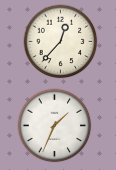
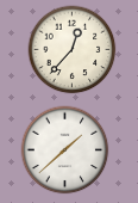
clock at (55, 126): 1:34 -> 1:38
